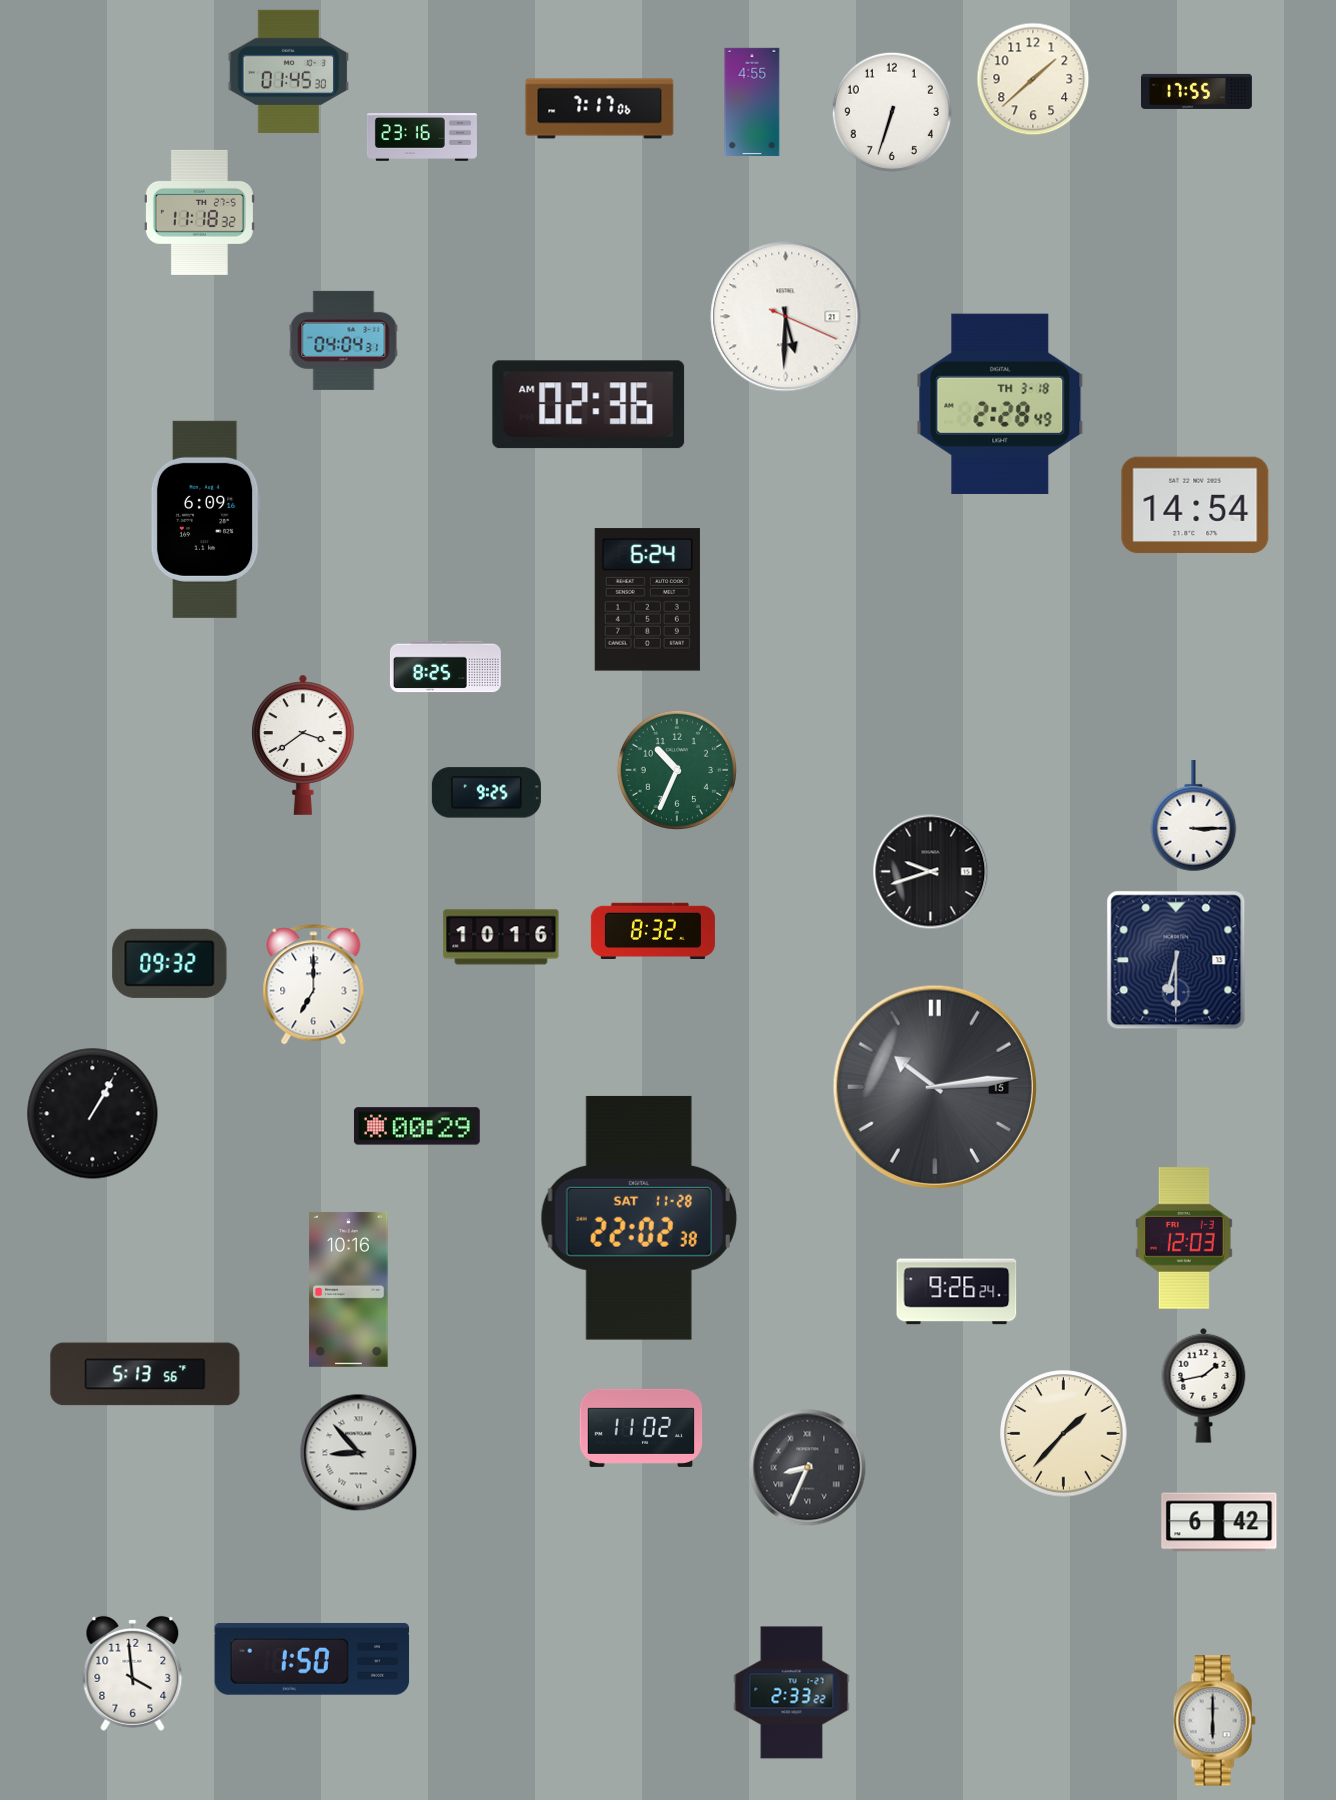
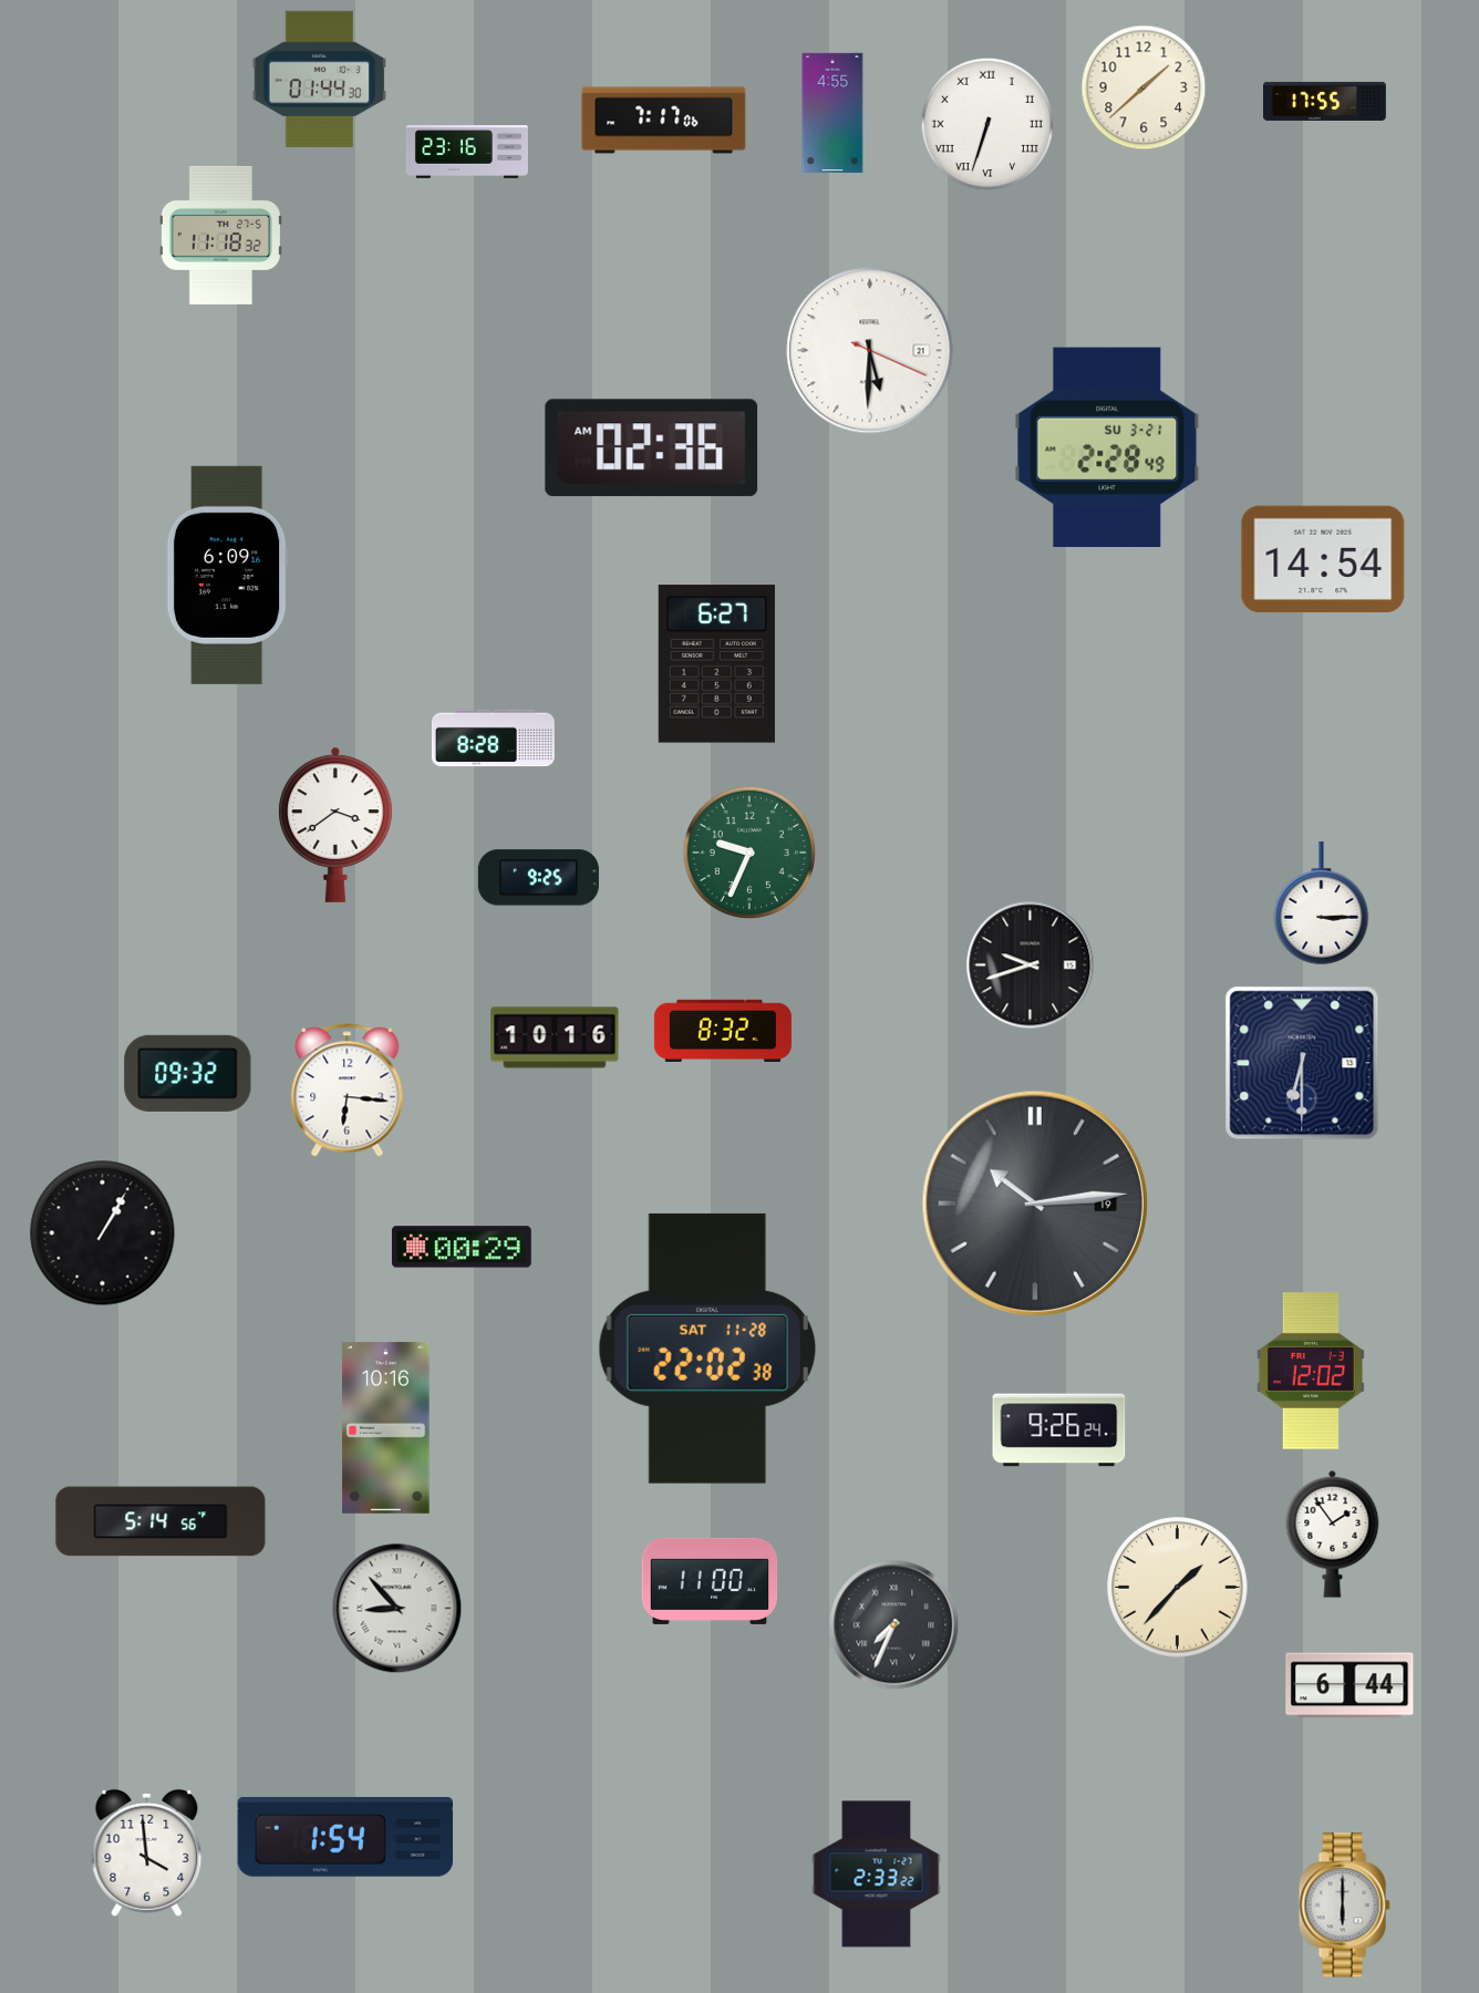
clock at (289, 71): 01:45 -> 01:44
clock at (892, 112) numerals: Arabic -> Roman
clock at (344, 340): 04:04 -> none
clock at (1000, 403) date: TH 3-18 -> SU 3-21
clock at (647, 600): 6:24 -> 6:27
clock at (445, 667): 8:25 -> 8:28
clock at (677, 770): 10:34 -> 9:34
clock at (170, 963) position: (170, 963) -> (188, 1073)
clock at (314, 985): 7:00 -> 6:16
clock at (935, 1087) date: 15 -> 19
clock at (1184, 1238): 12:03 -> 12:02
clock at (145, 1374): 5:13 -> 5:14
clock at (1204, 1385): 1:43 -> 1:54
clock at (641, 1428): 11:02 -> 11:00
clock at (808, 1468): 8:34 -> 7:34
clock at (1219, 1522): 6:42 -> 6:44
clock at (312, 1659): 1:50 -> 1:54
